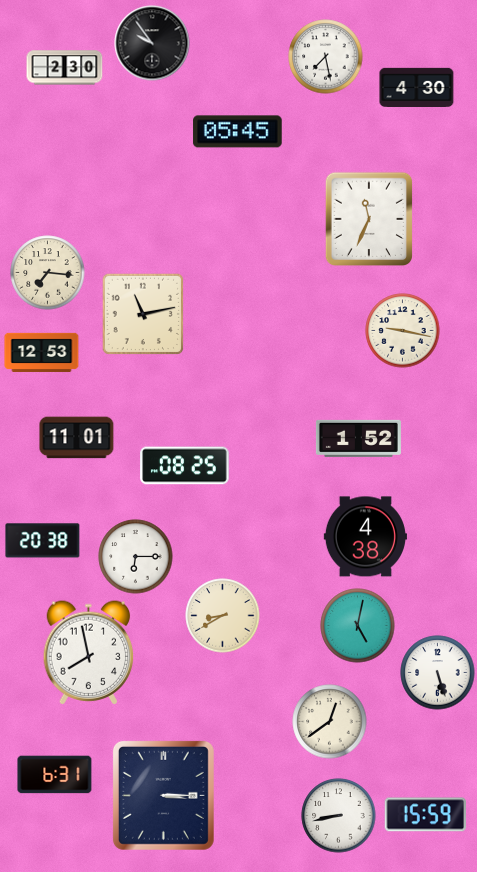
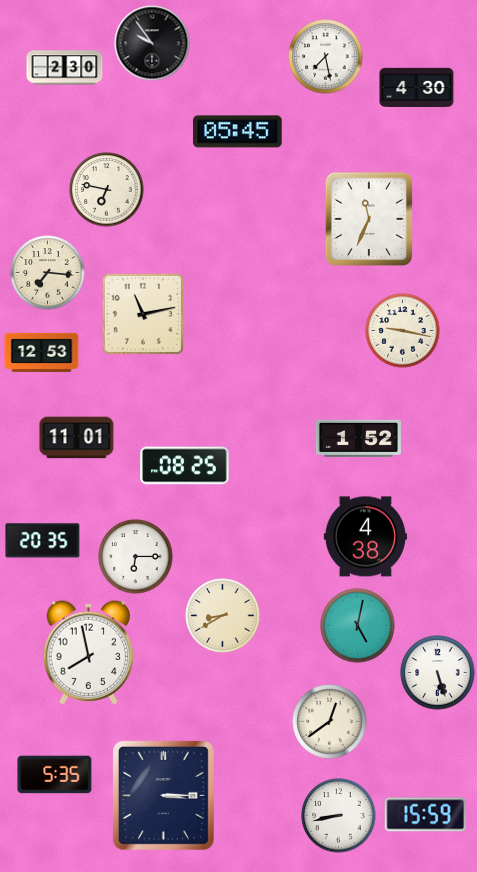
clock at (107, 190): none -> 6:47
clock at (43, 541): 20:38 -> 20:35
clock at (55, 775): 6:31 -> 5:35
